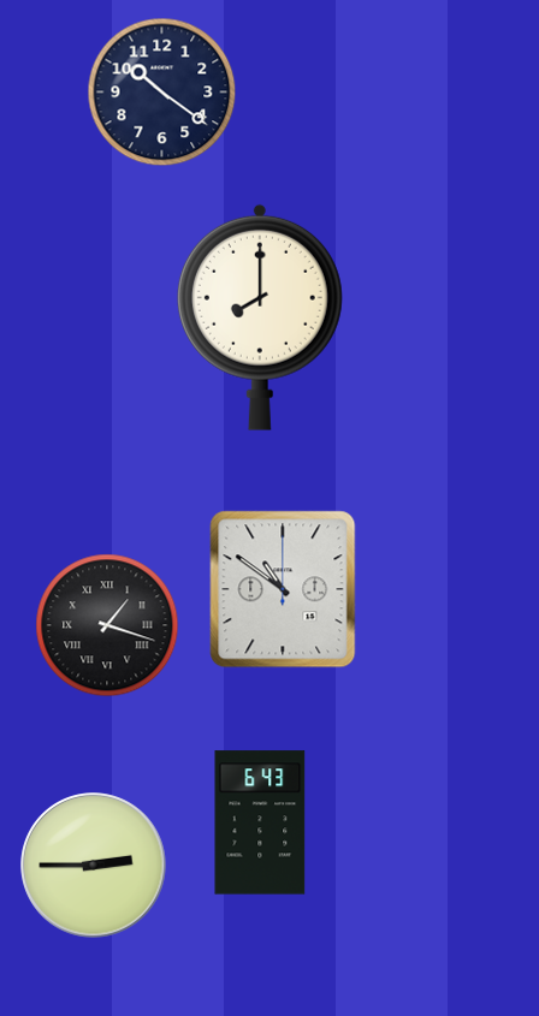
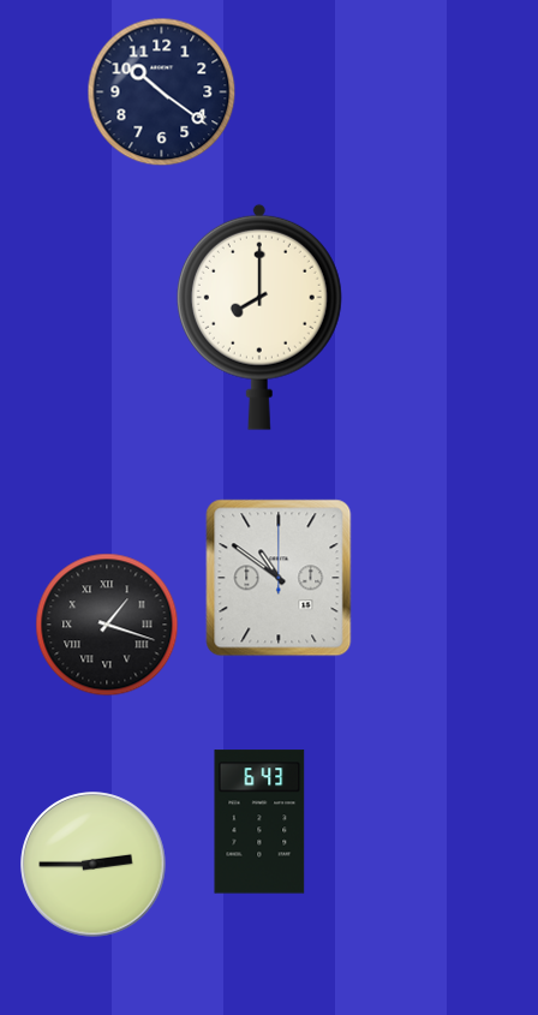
clock at (283, 589) position: (283, 589) -> (279, 578)
